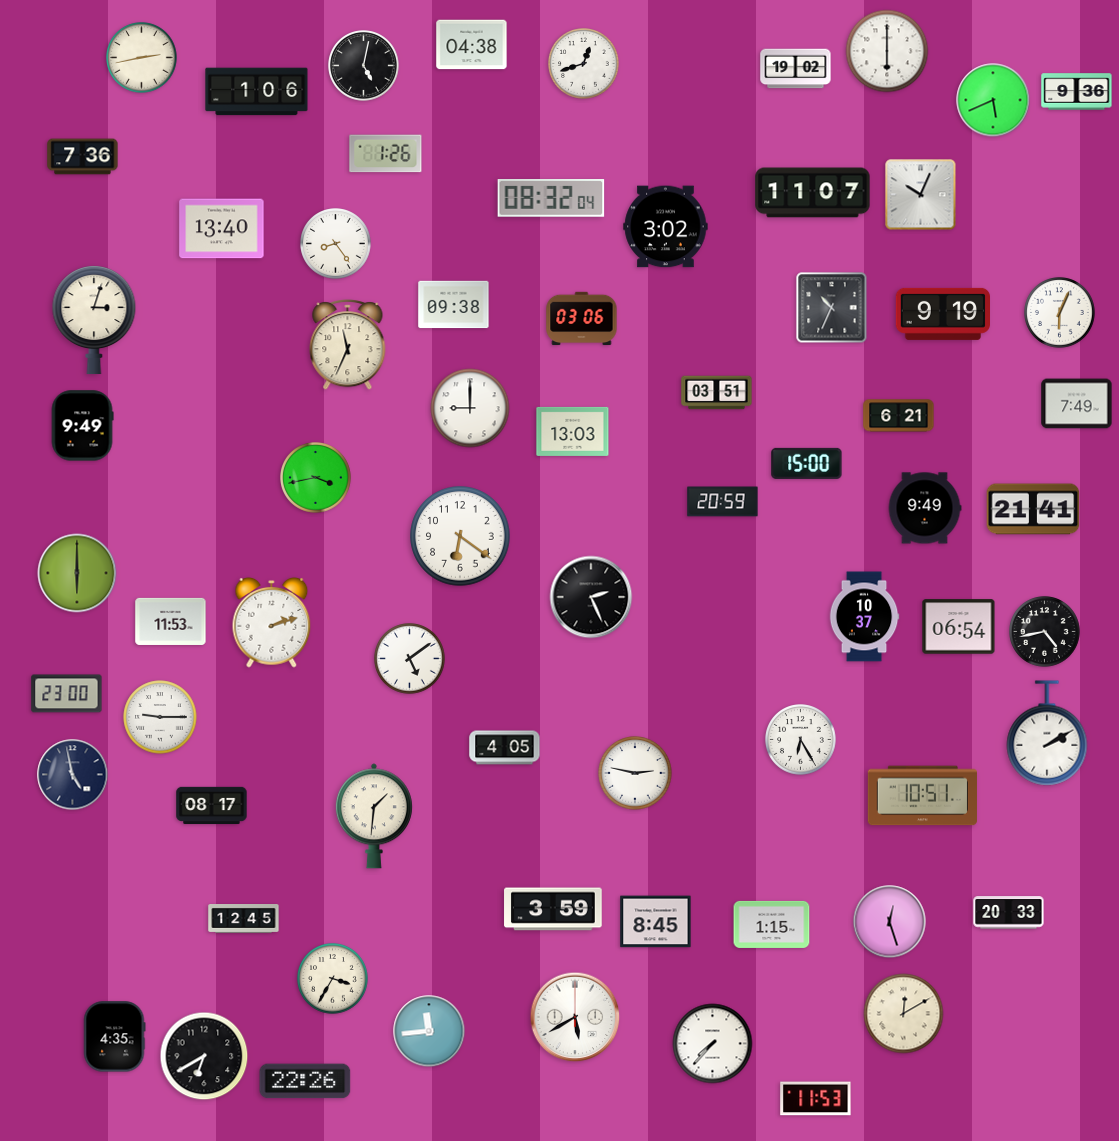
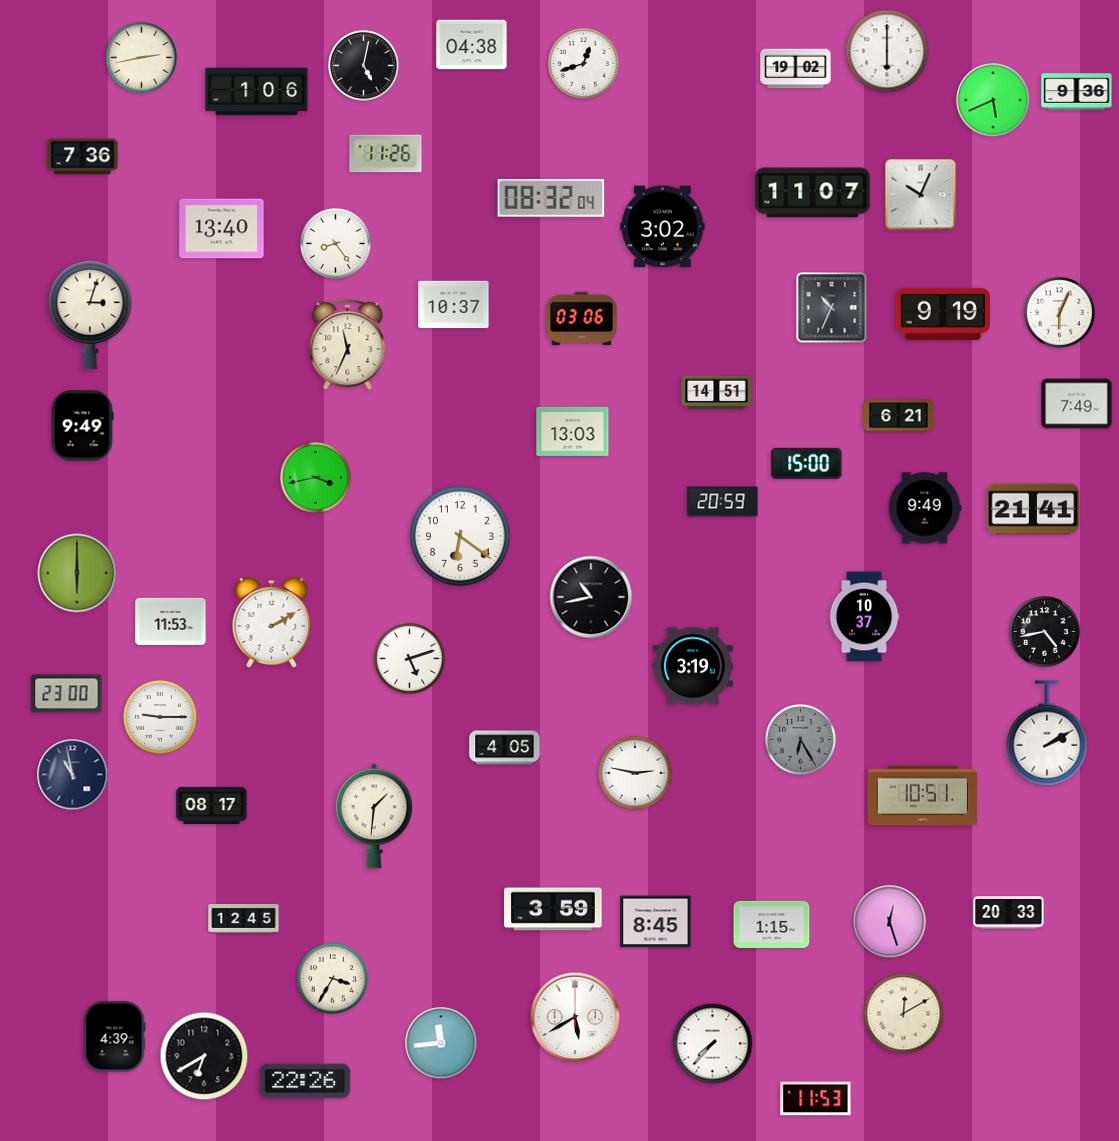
clock at (386, 154): 1:26 -> 11:26
clock at (666, 227) position: (666, 227) -> (663, 227)
clock at (454, 305): 09:38 -> 10:37
clock at (94, 321) position: (94, 321) -> (90, 316)
clock at (717, 393): 03:51 -> 14:51
clock at (470, 408): 9:00 -> none
clock at (591, 597): 2:26 -> 10:43
clock at (272, 622): 2:12 -> 2:10
clock at (959, 627): 06:54 -> none
clock at (410, 659): 5:09 -> 5:12
clock at (693, 666): none -> 3:19
clock at (801, 740) dial: white -> grey
clock at (73, 775): 4:58 -> 10:58
clock at (429, 1031) position: (429, 1031) -> (441, 1043)
clock at (115, 1037): 4:35 -> 4:39
